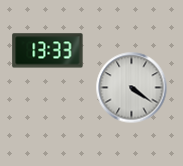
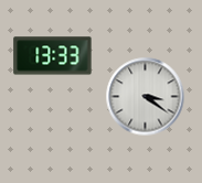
clock at (132, 88): 4:21 -> 3:21
